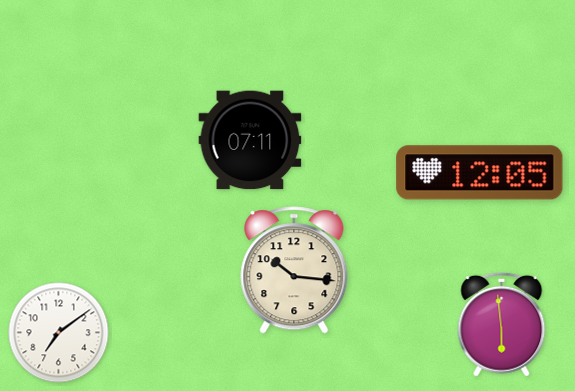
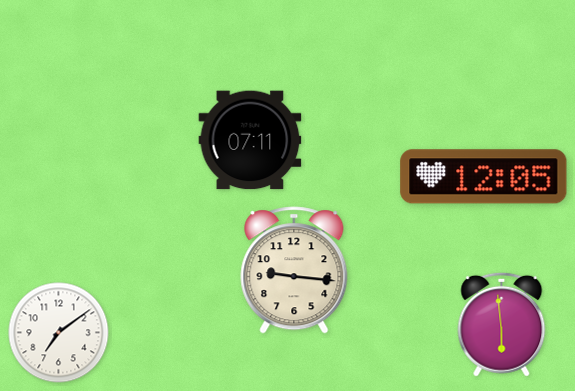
clock at (480, 173) position: (480, 173) -> (484, 177)
clock at (294, 270): 10:16 -> 9:16
